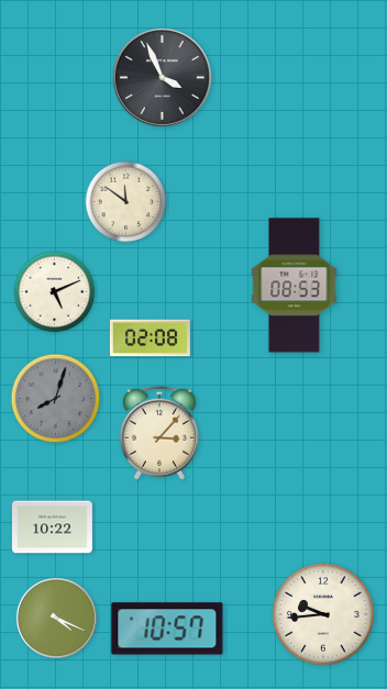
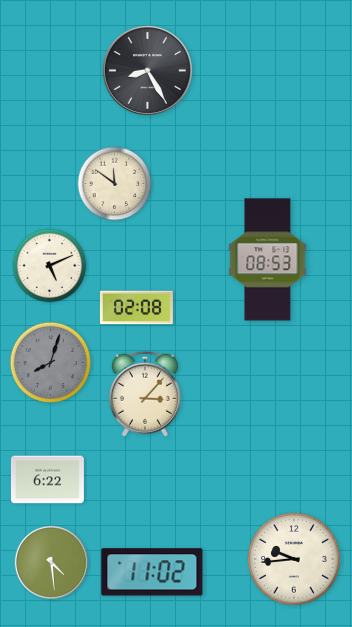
clock at (162, 77): 3:56 -> 8:25
clock at (52, 527): 10:22 -> 6:22
clock at (56, 618): 4:19 -> 4:29
clock at (167, 629): 10:57 -> 11:02
